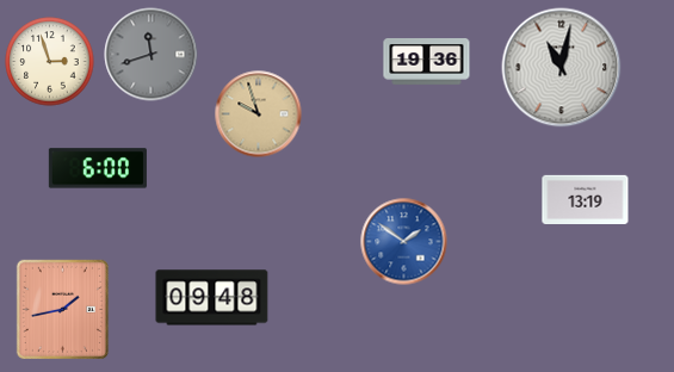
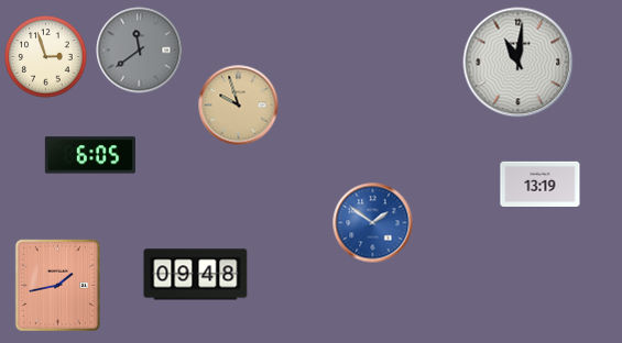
clock at (152, 55): 11:42 -> 11:39
clock at (427, 62): 19:36 -> none
clock at (562, 68): 11:02 -> 11:01
clock at (98, 168): 6:00 -> 6:05
